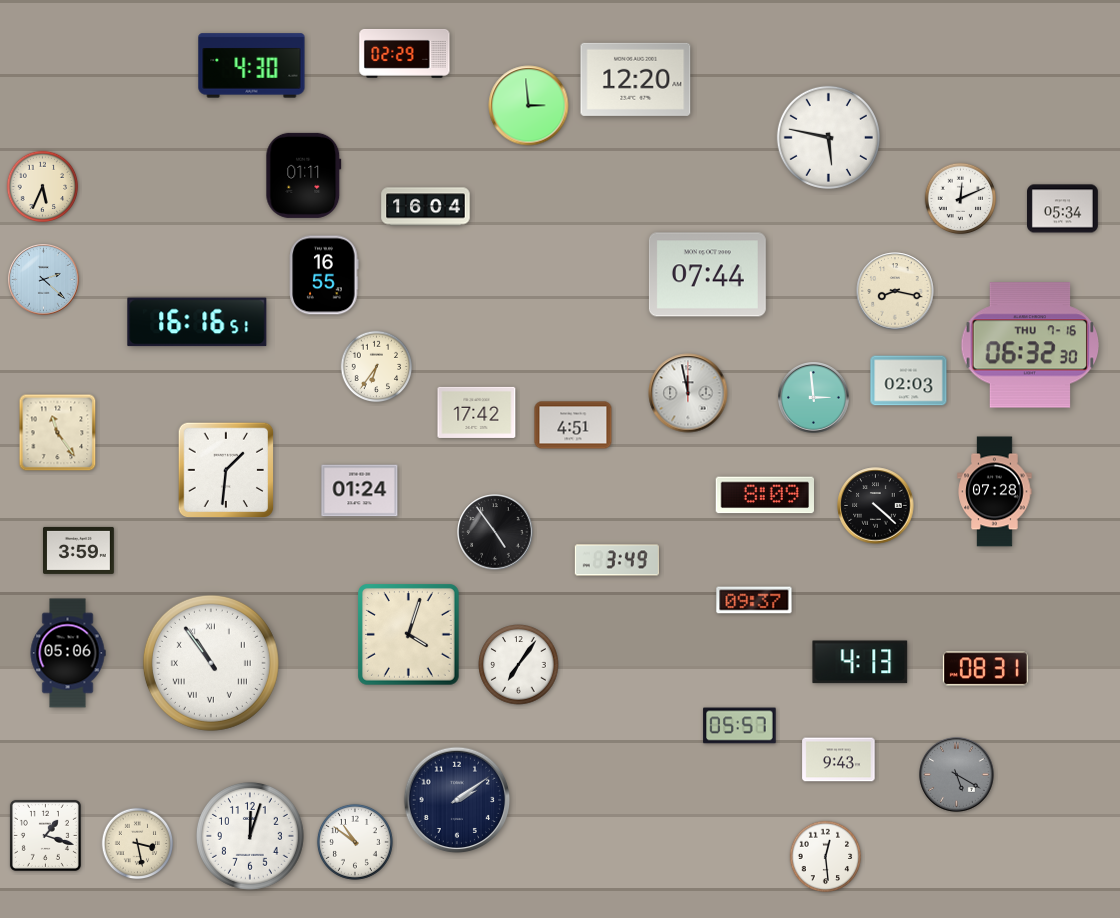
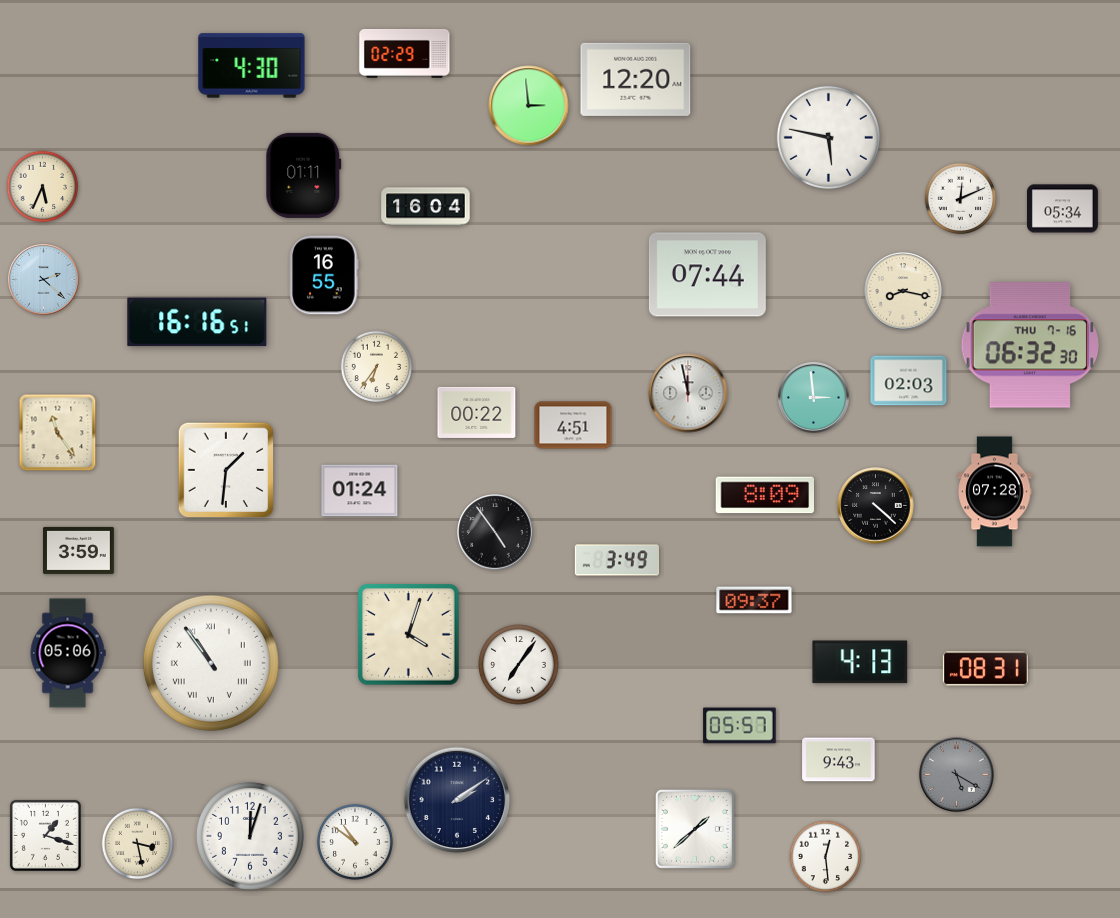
clock at (895, 291) position: (895, 291) -> (903, 291)
clock at (477, 412): 17:42 -> 00:22
clock at (695, 829): none -> 1:38
